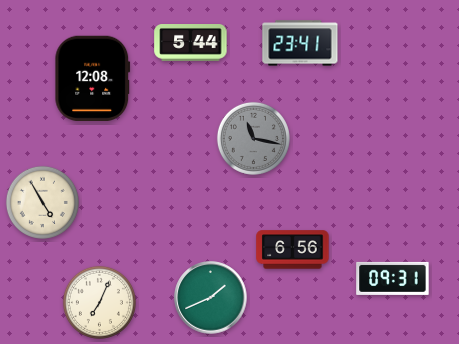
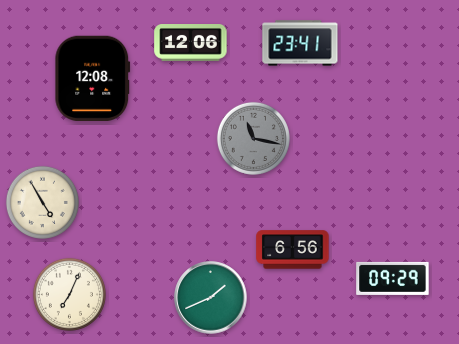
clock at (191, 43): 5:44 -> 12:06
clock at (393, 278): 09:31 -> 09:29
clock at (99, 302) position: (99, 302) -> (69, 294)
